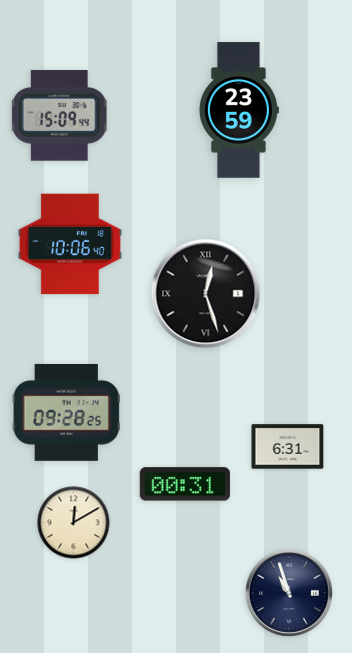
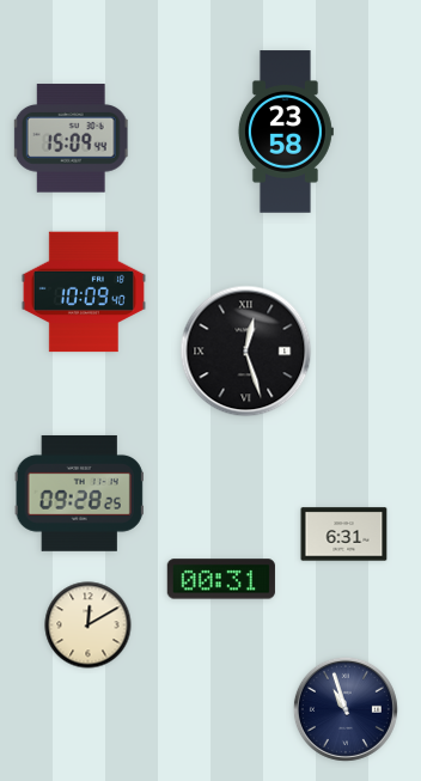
clock at (239, 110): 23:59 -> 23:58
clock at (70, 244): 10:06 -> 10:09
